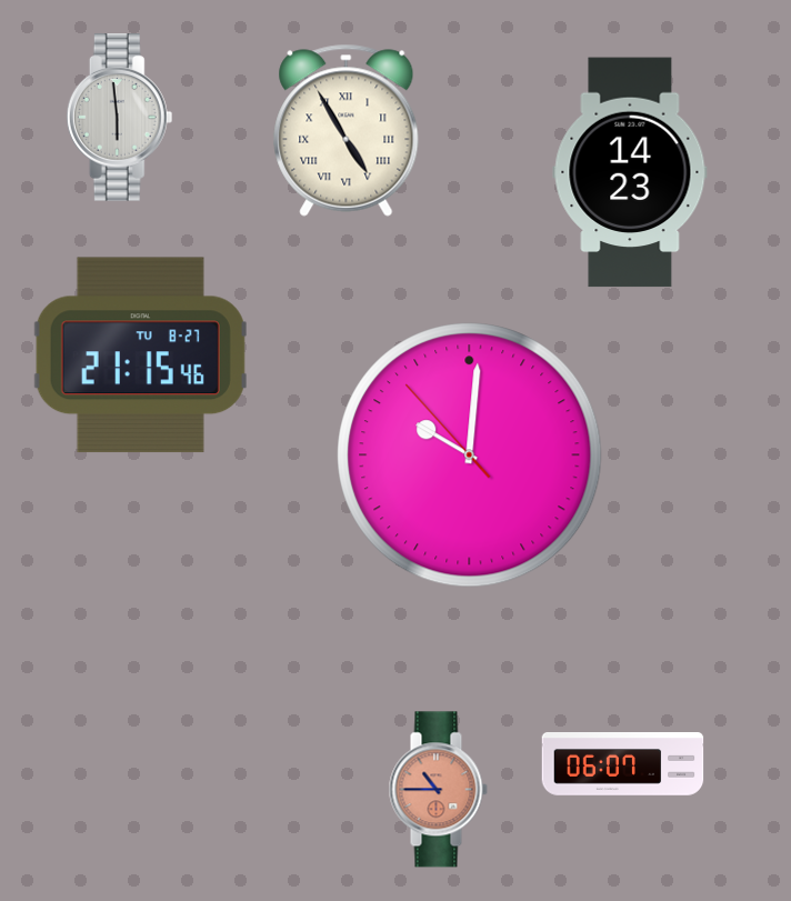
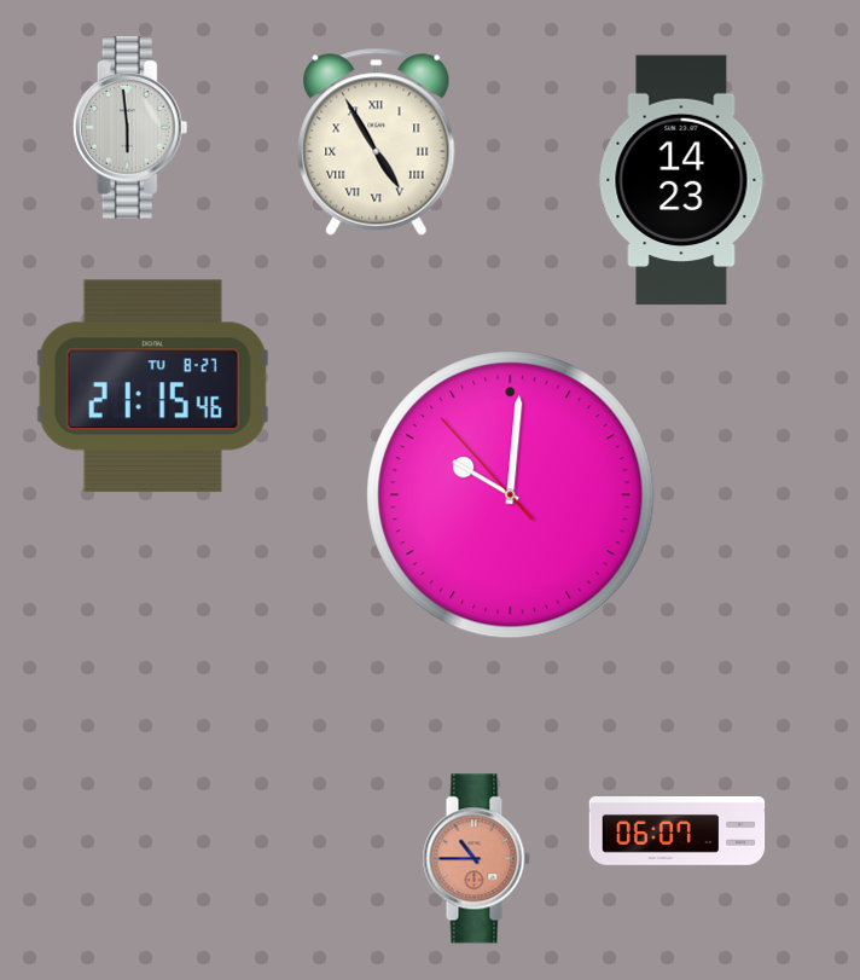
clock at (630, 172) position: (630, 172) -> (681, 180)
